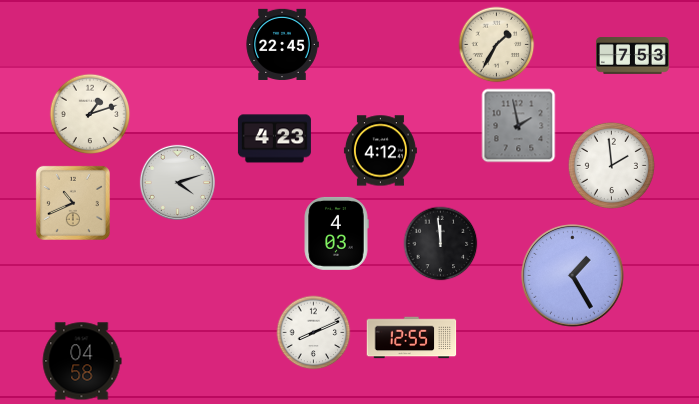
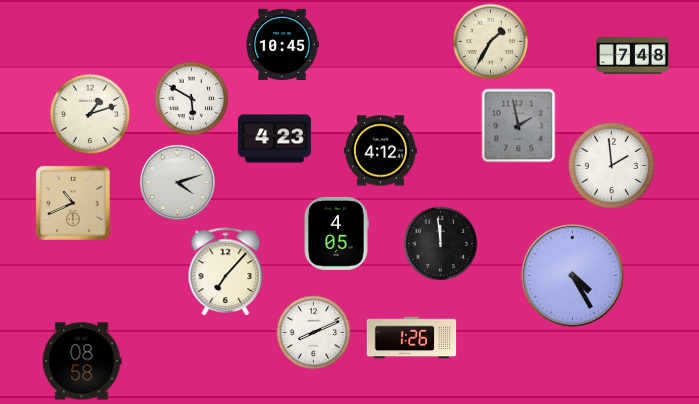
clock at (282, 44): 22:45 -> 10:45
clock at (497, 45) position: (497, 45) -> (491, 42)
clock at (632, 56): 7:53 -> 7:48
clock at (192, 99): none -> 5:50
clock at (336, 233): 4:03 -> 4:05
clock at (226, 271): none -> 7:07
clock at (573, 276): 1:25 -> 4:25
clock at (412, 338): 12:55 -> 1:26
clock at (82, 361): 04:58 -> 08:58
